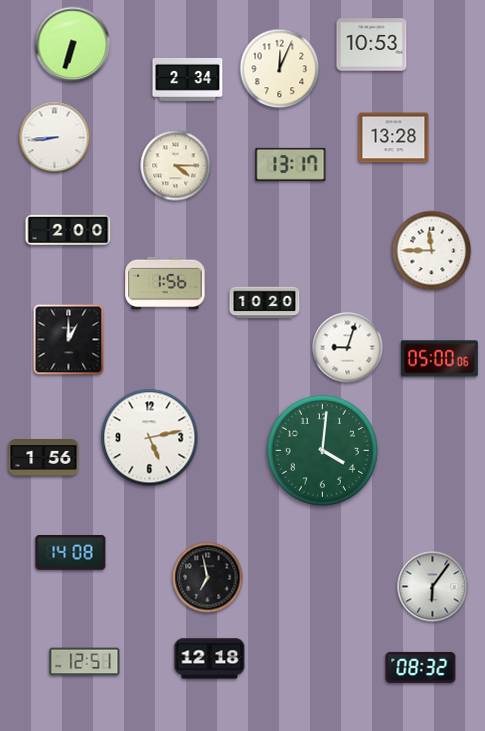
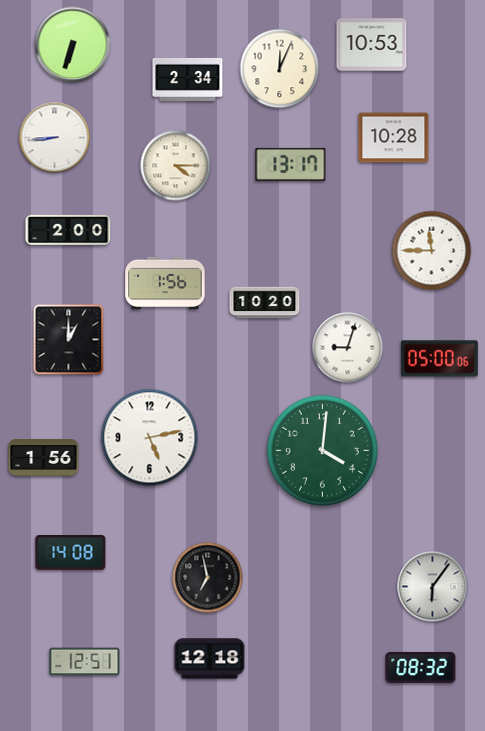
clock at (394, 138): 13:28 -> 10:28
